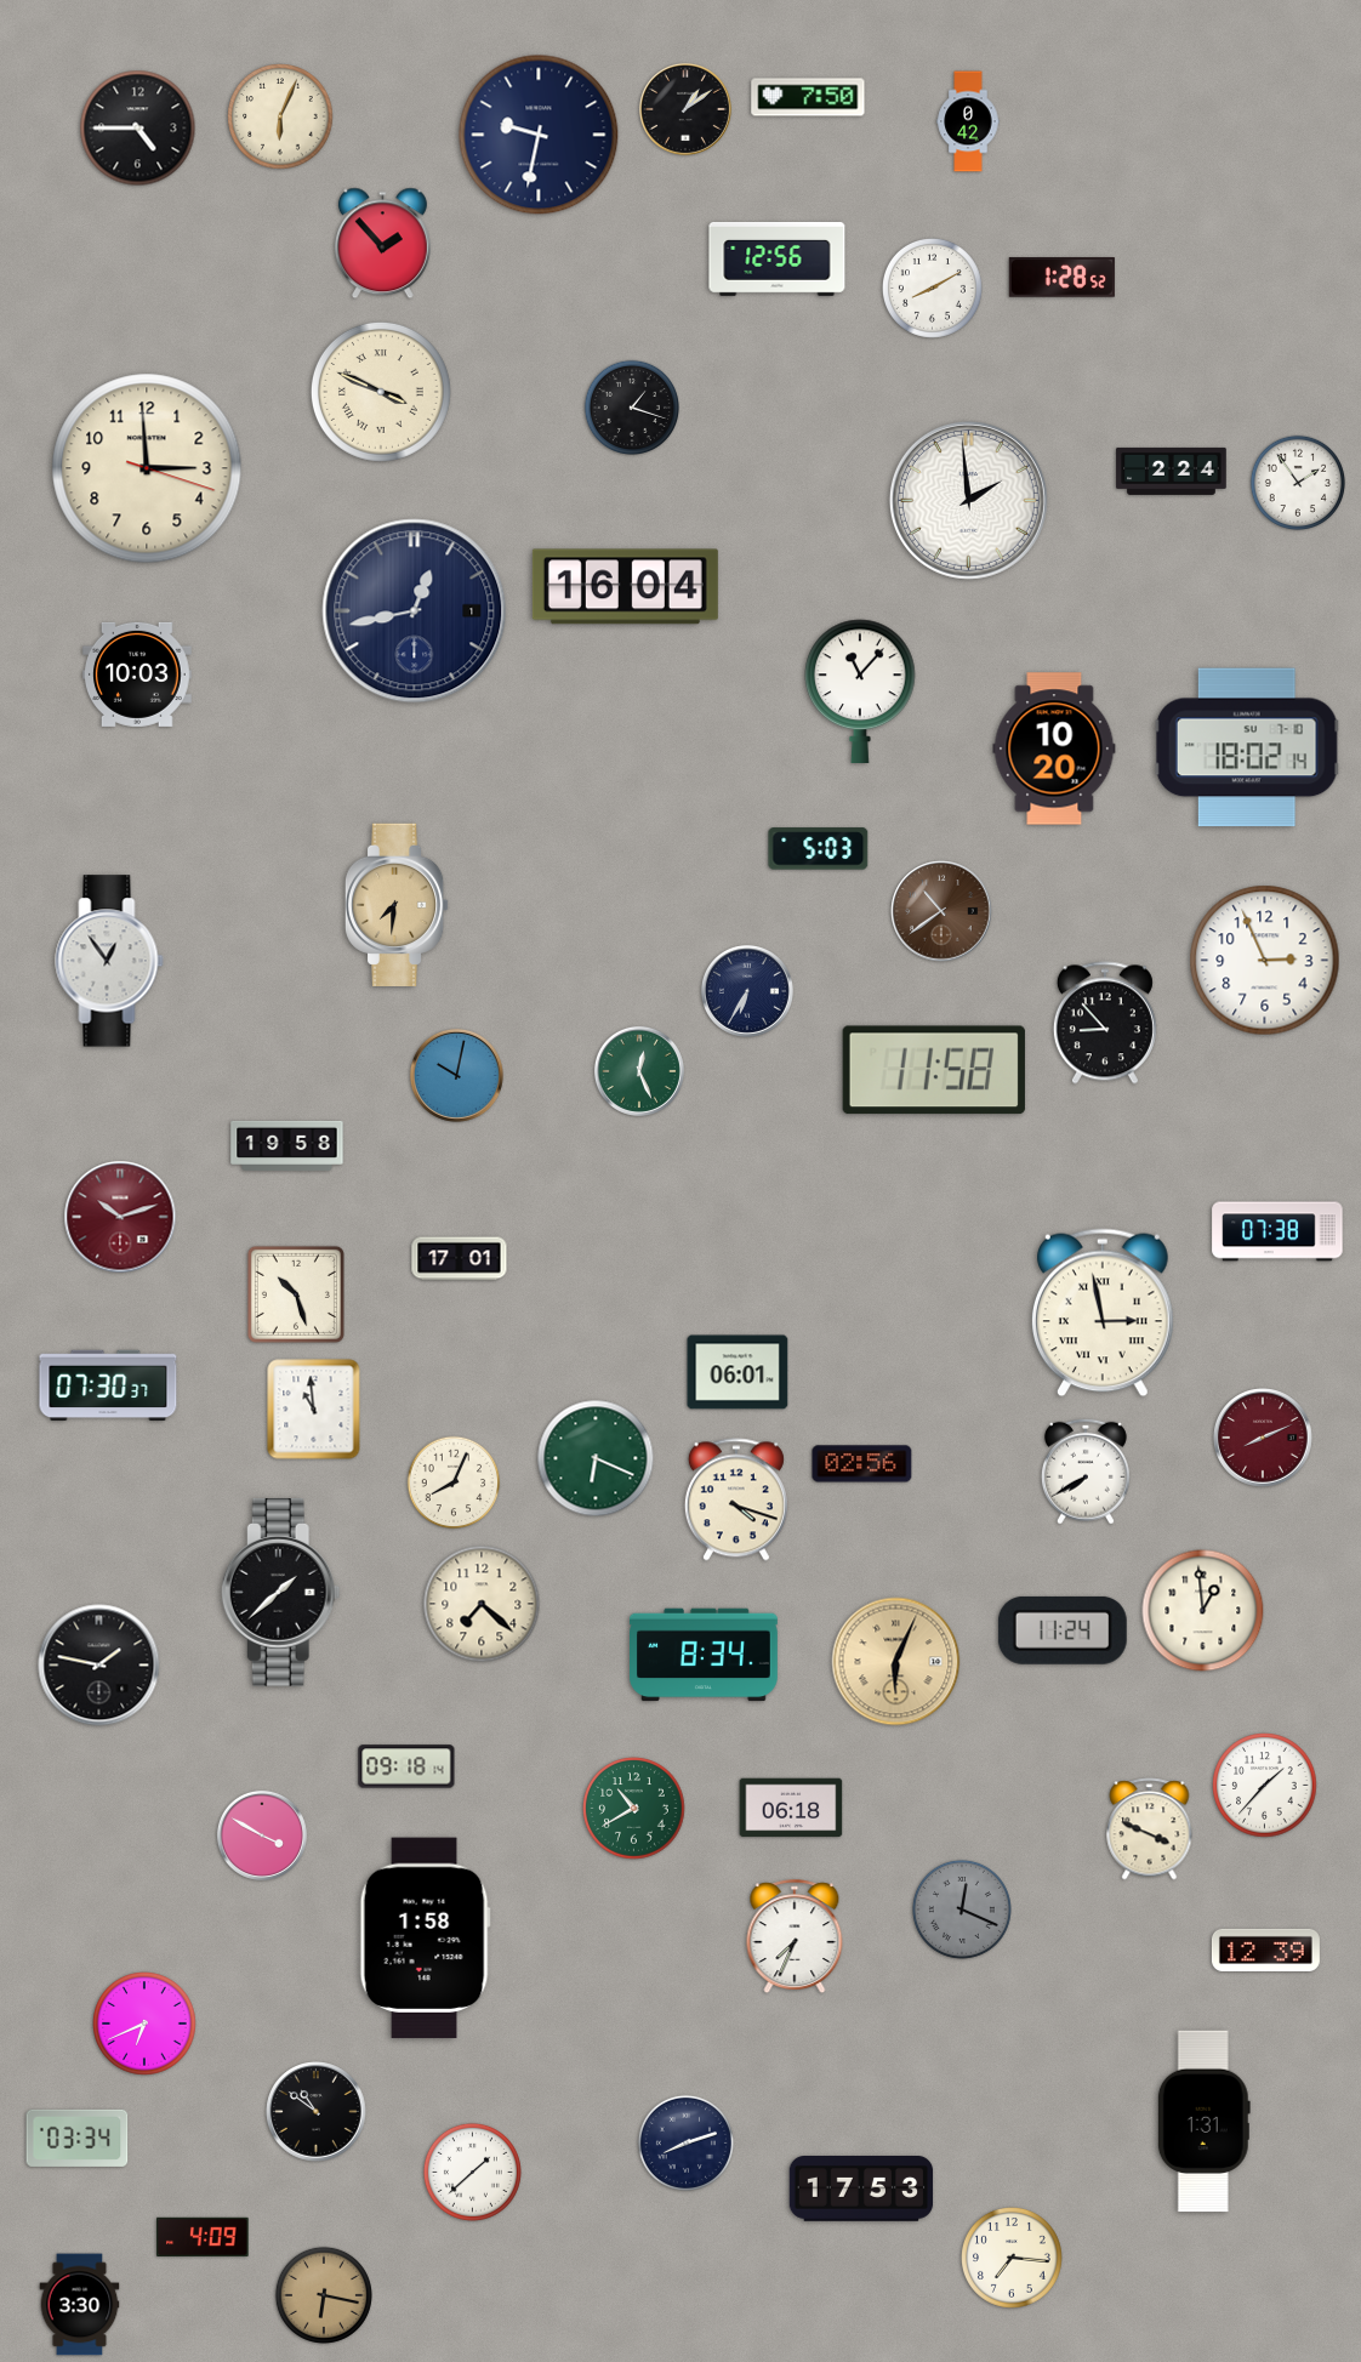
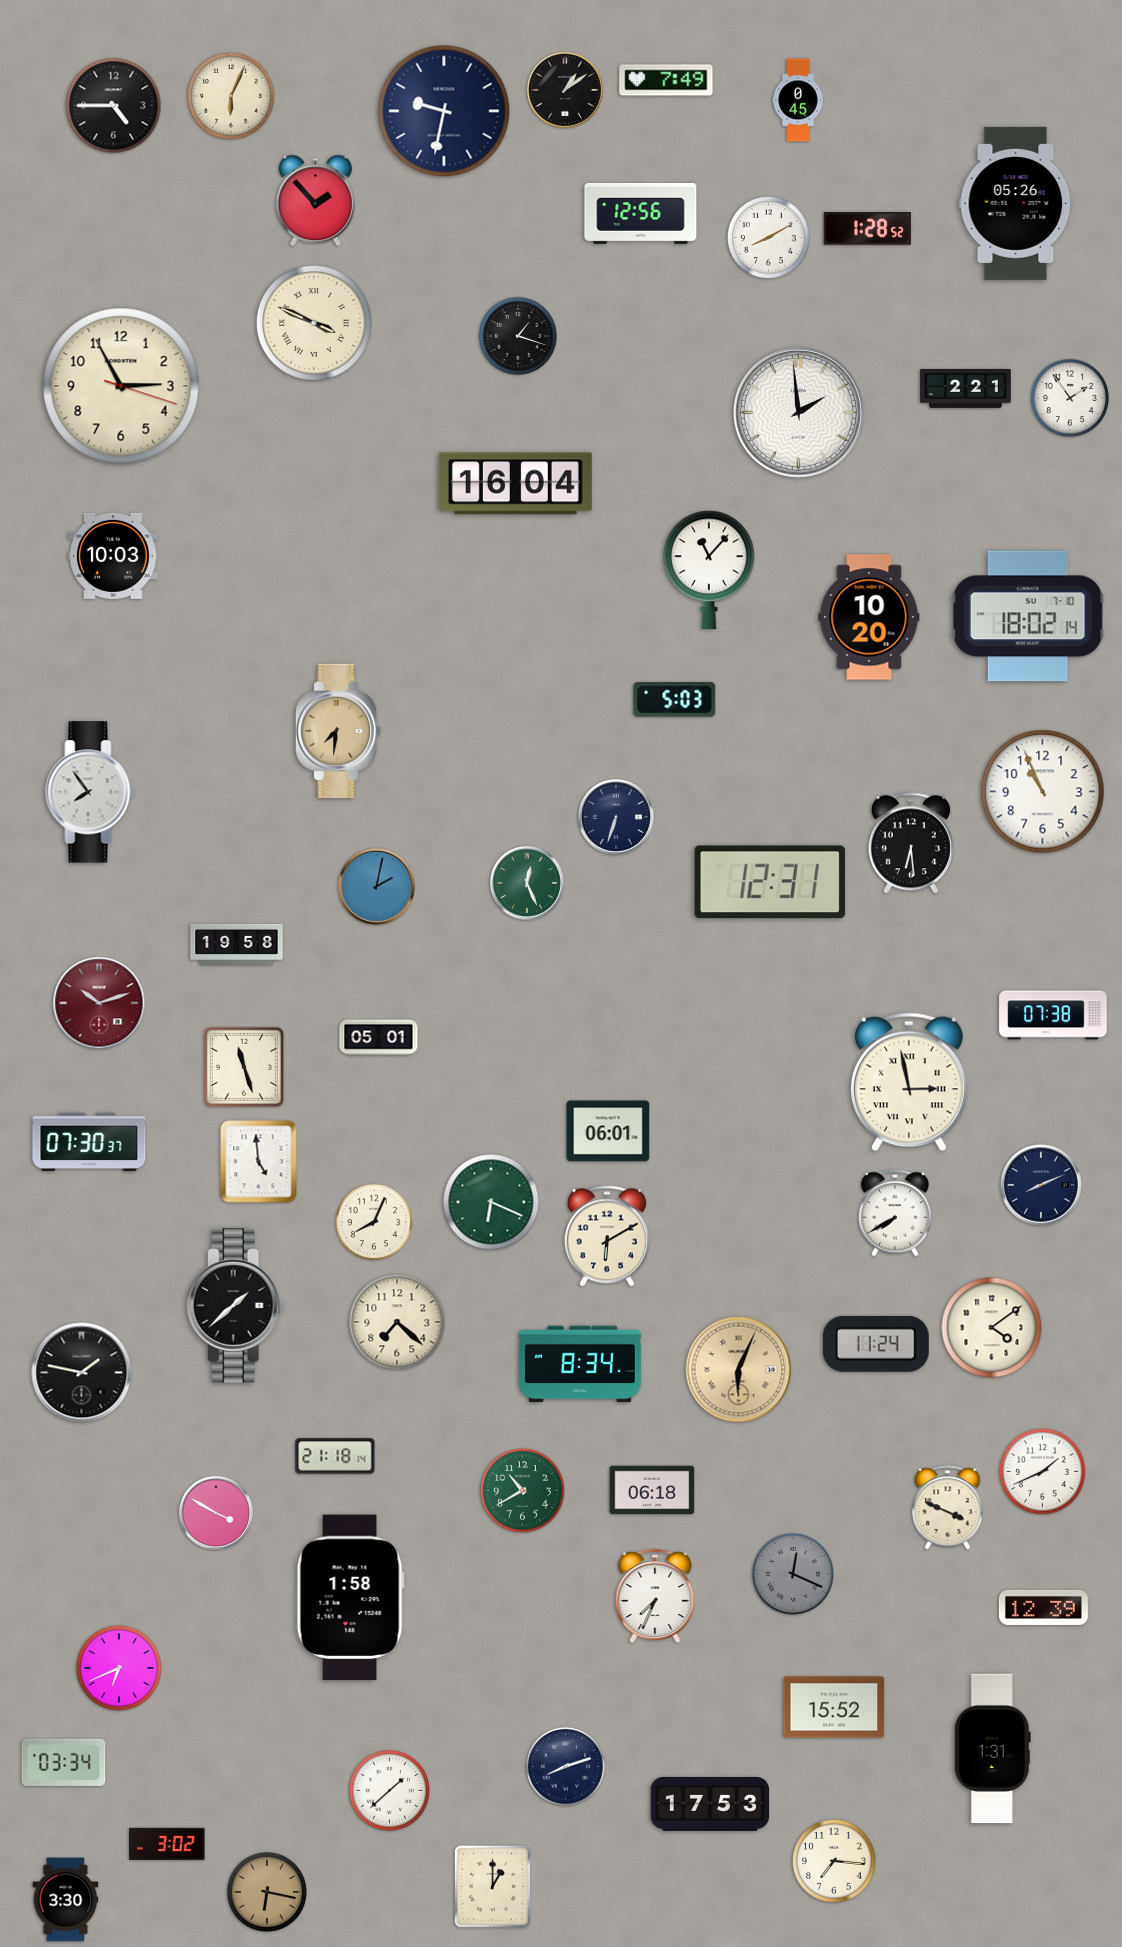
clock at (808, 97): 7:50 -> 7:49
clock at (968, 121): 0:42 -> 0:45
clock at (1016, 203): none -> 05:26
clock at (1061, 278) position: (1061, 278) -> (867, 229)
clock at (631, 406) position: (631, 406) -> (517, 335)
clock at (147, 468): 2:59 -> 2:55
clock at (1172, 471): 2:24 -> 2:21
clock at (415, 611): 12:43 -> none
clock at (397, 904) position: (397, 904) -> (338, 730)
clock at (941, 911): 10:39 -> none
clock at (109, 961): 12:54 -> 7:54
clock at (1265, 961): 2:56 -> 10:56
clock at (747, 991): 6:35 -> 6:33
clock at (1105, 1023): 8:53 -> 6:29
clock at (934, 1070): 11:58 -> 12:31
clock at (456, 1075): 10:02 -> 2:02
clock at (460, 1259): 17:01 -> 05:01
clock at (296, 1294): 10:27 -> 11:27
clock at (314, 1410): 10:59 -> 4:59
clock at (1263, 1438) dial: burgundy -> navy
clock at (862, 1464): 02:56 -> none
clock at (736, 1499): 4:18 -> 6:10
clock at (280, 1593) position: (280, 1593) -> (235, 1306)
clock at (1203, 1611): 12:59 -> 4:09
clock at (406, 1766): 09:18 -> 21:18
clock at (1265, 1786): 1:37 -> 1:41
clock at (834, 1707): none -> 15:52
clock at (317, 2112): 10:51 -> none
clock at (203, 2236): 4:09 -> 3:02
clock at (492, 1886): none -> 1:00
